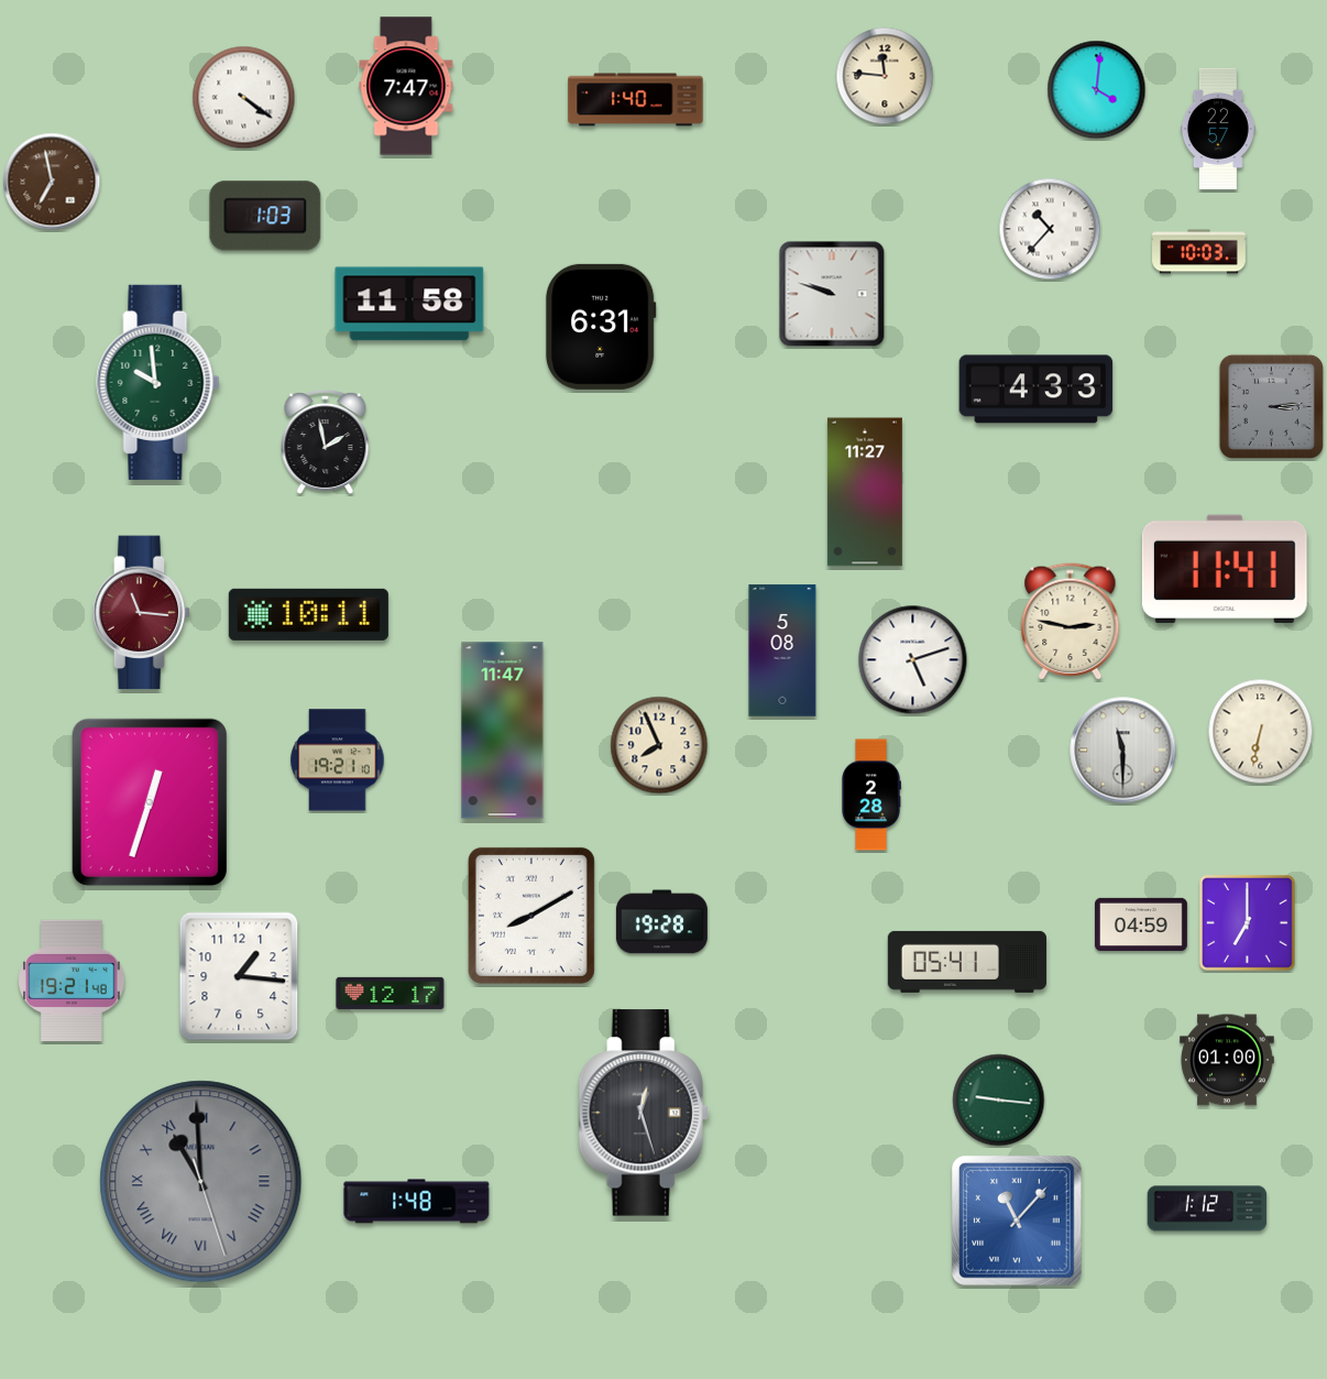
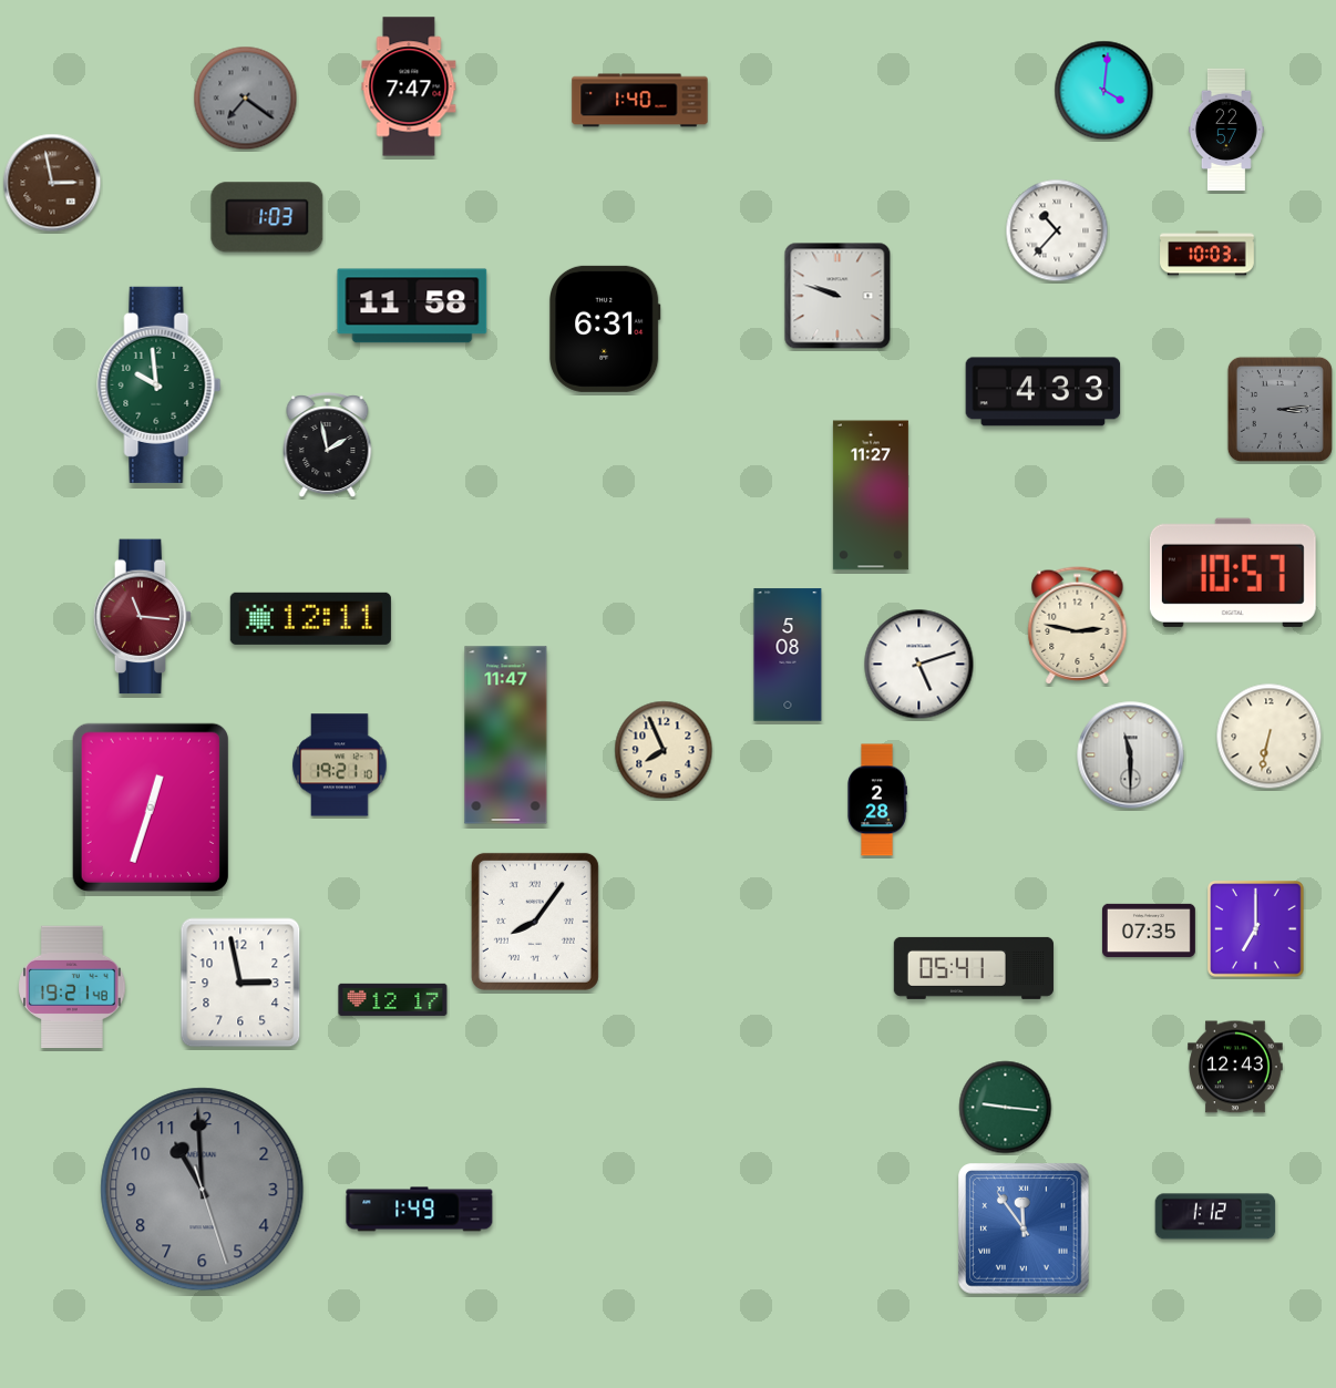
clock at (885, 76): 11:46 -> none
clock at (244, 98): 4:21 -> 7:21
clock at (244, 98) dial: white -> grey
clock at (52, 182): 6:58 -> 2:58
clock at (1225, 569): 11:41 -> 10:57
clock at (308, 614): 10:11 -> 12:11
clock at (531, 916): 8:10 -> 8:06
clock at (661, 922): 19:28 -> none
clock at (1141, 924): 04:59 -> 07:35
clock at (239, 976): 1:16 -> 2:58
clock at (1227, 1060): 01:00 -> 12:43
clock at (644, 1113): 12:27 -> none
clock at (201, 1182) numerals: Roman -> Arabic
clock at (417, 1202): 1:48 -> 1:49
clock at (1017, 1221): 11:07 -> 11:54
